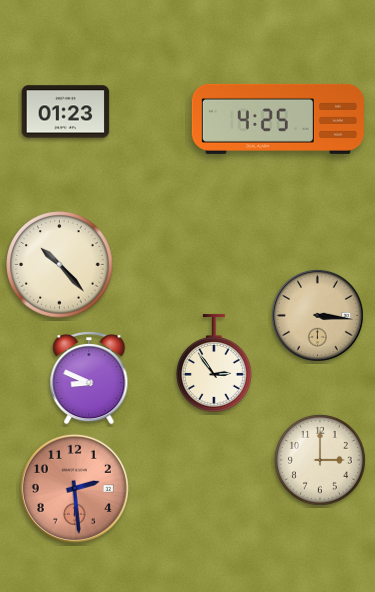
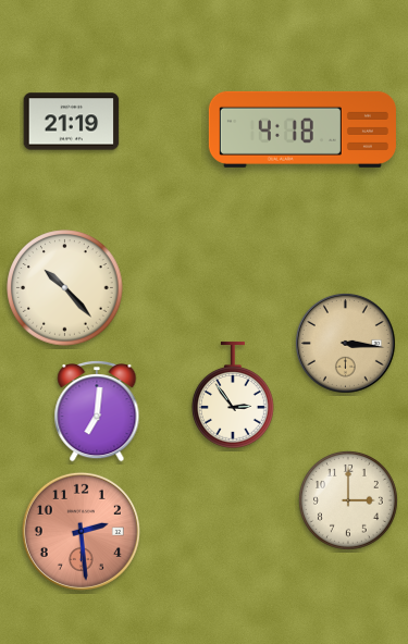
clock at (66, 112): 01:23 -> 21:19
clock at (278, 119): 4:25 -> 4:18
clock at (89, 378): 8:49 -> 7:01
